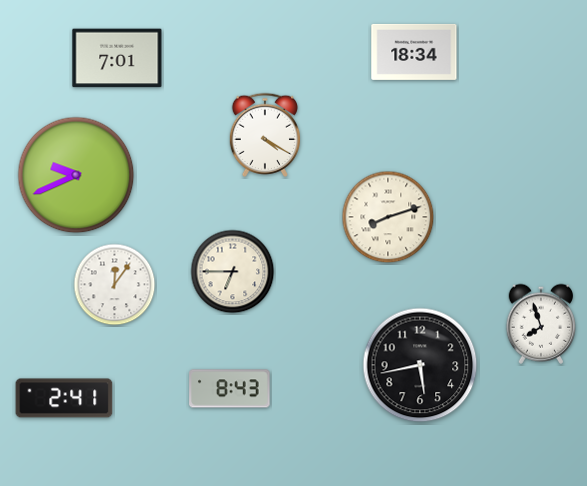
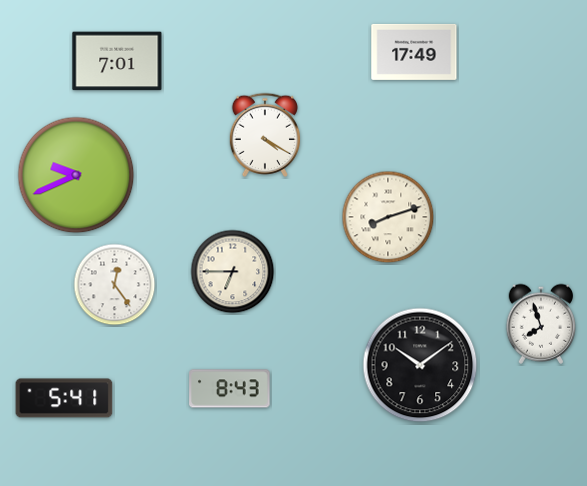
clock at (414, 52): 18:34 -> 17:49
clock at (117, 58) position: (117, 58) -> (117, 61)
clock at (115, 285): 12:06 -> 12:24
clock at (420, 365): 5:43 -> 10:09
clock at (64, 398): 2:41 -> 5:41
